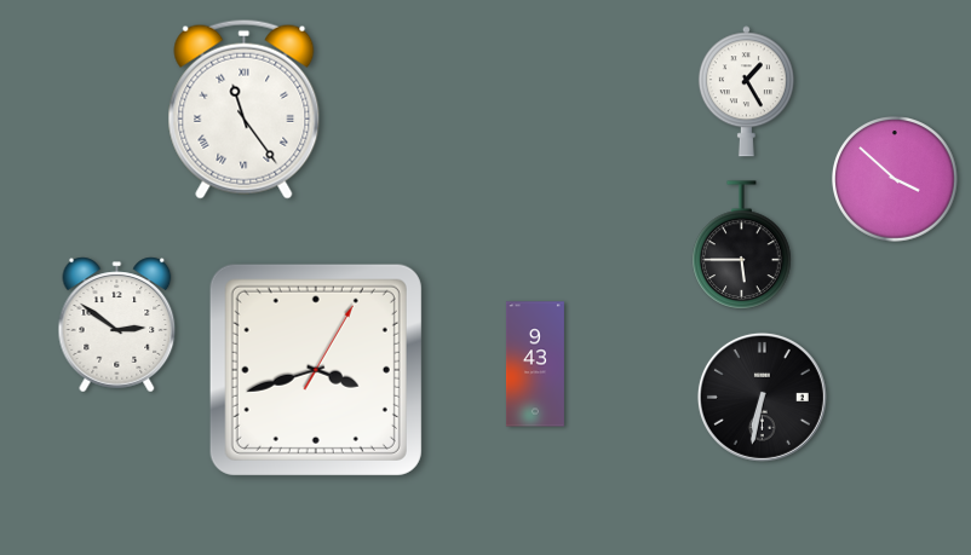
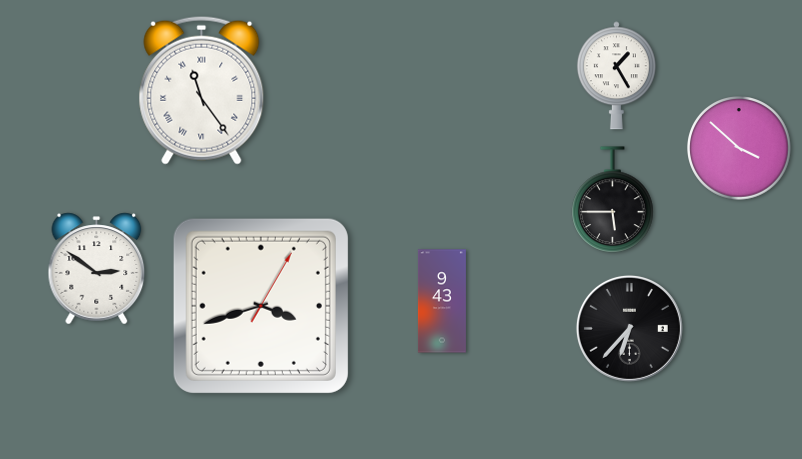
clock at (742, 245) position: (742, 245) -> (613, 200)
clock at (762, 397): 6:32 -> 6:37
